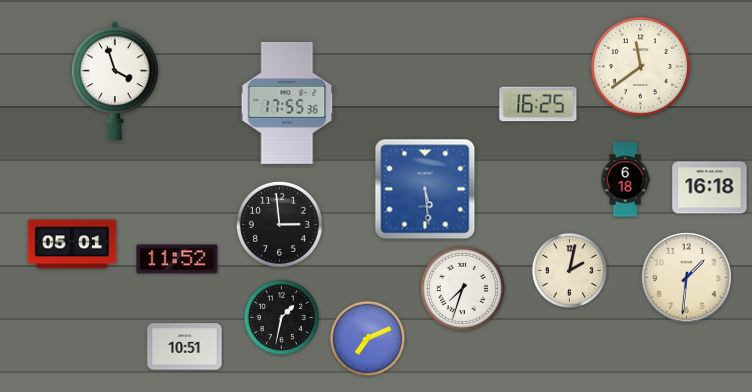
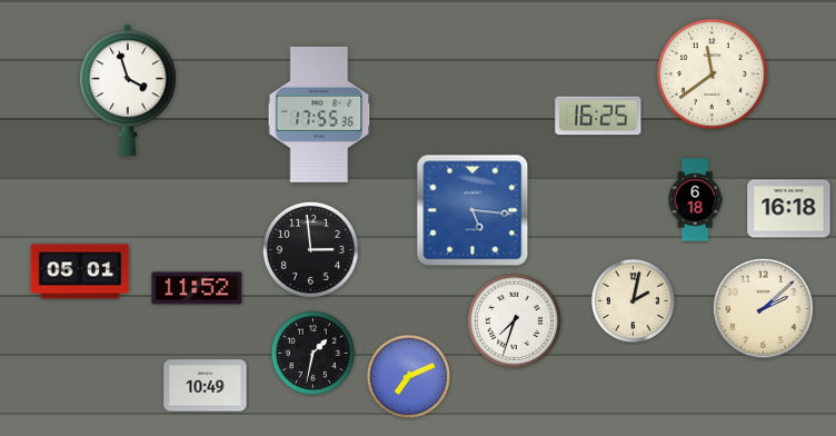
clock at (425, 189): 5:29 -> 5:16
clock at (686, 277): 1:31 -> 2:08
clock at (185, 347): 10:51 -> 10:49
